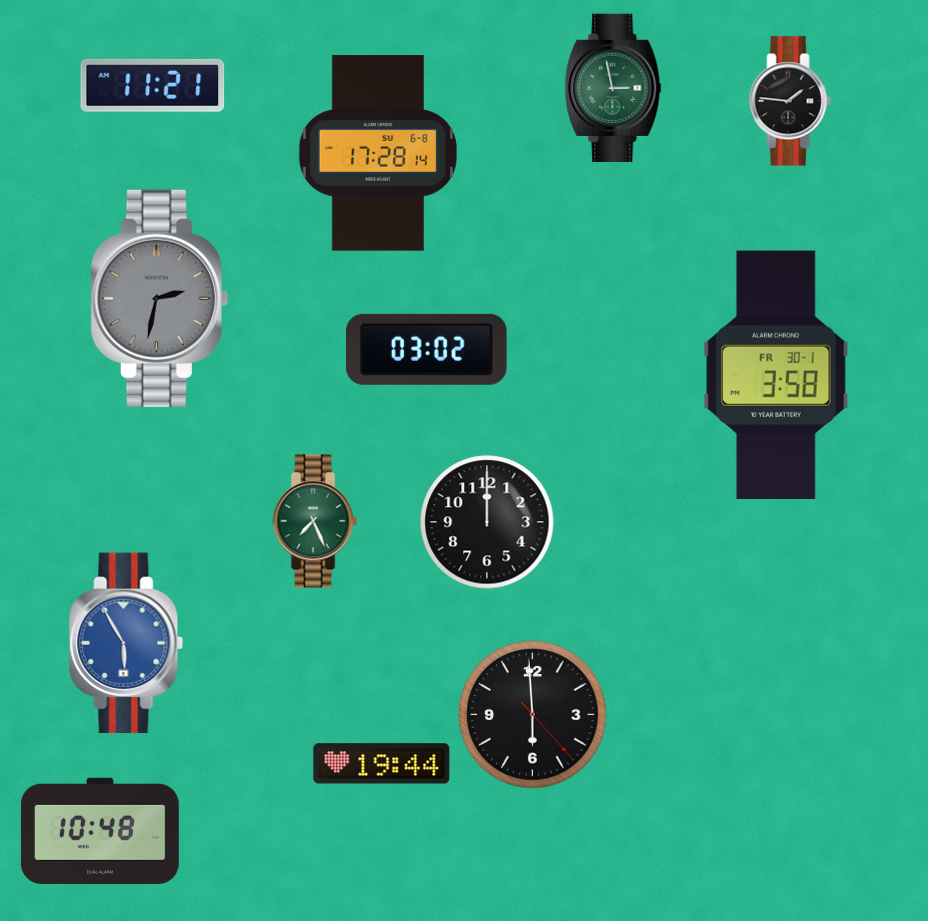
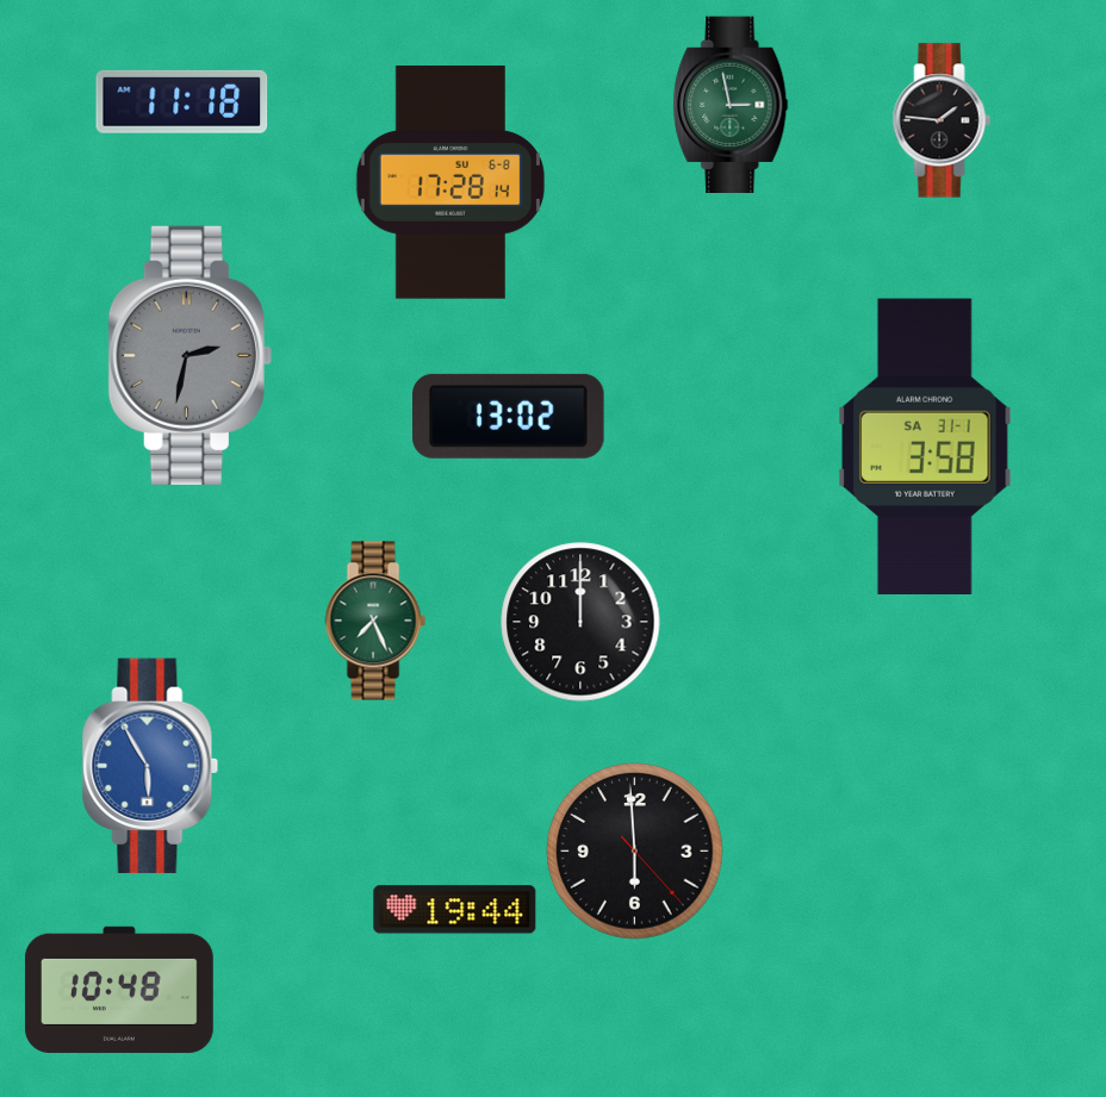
clock at (153, 85): 11:21 -> 11:18
clock at (427, 349): 03:02 -> 13:02
clock at (776, 374) date: FR 30-1 -> SA 31-1
